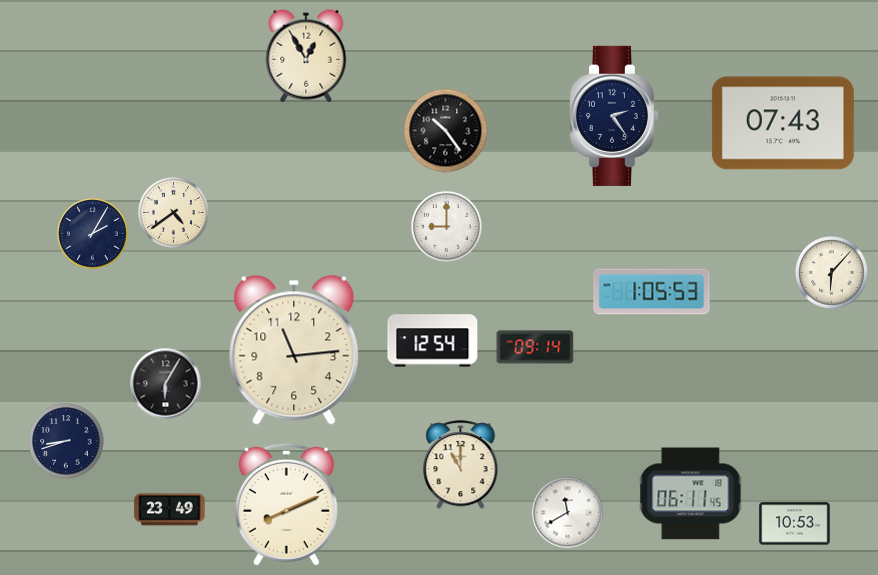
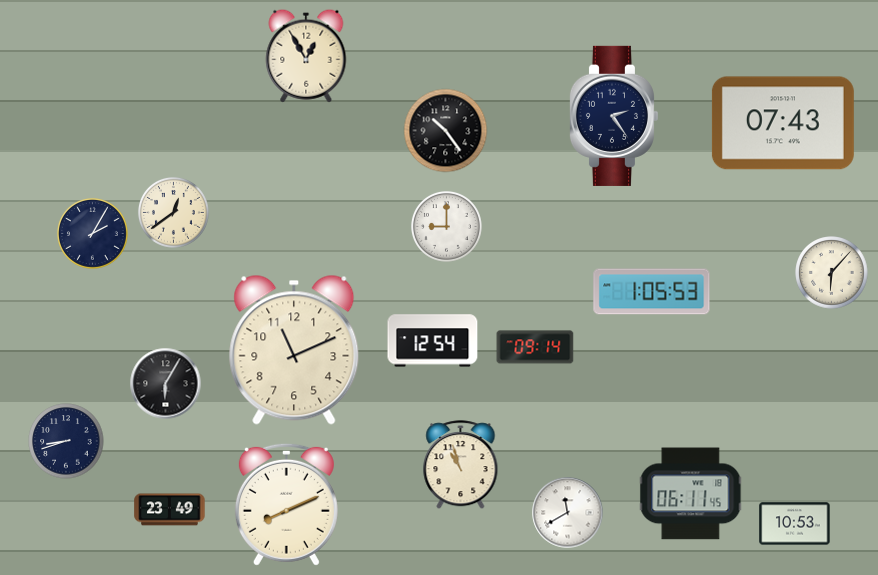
clock at (173, 212): 4:39 -> 12:39
clock at (294, 350): 11:14 -> 11:11
clock at (461, 465): 11:00 -> 10:57
